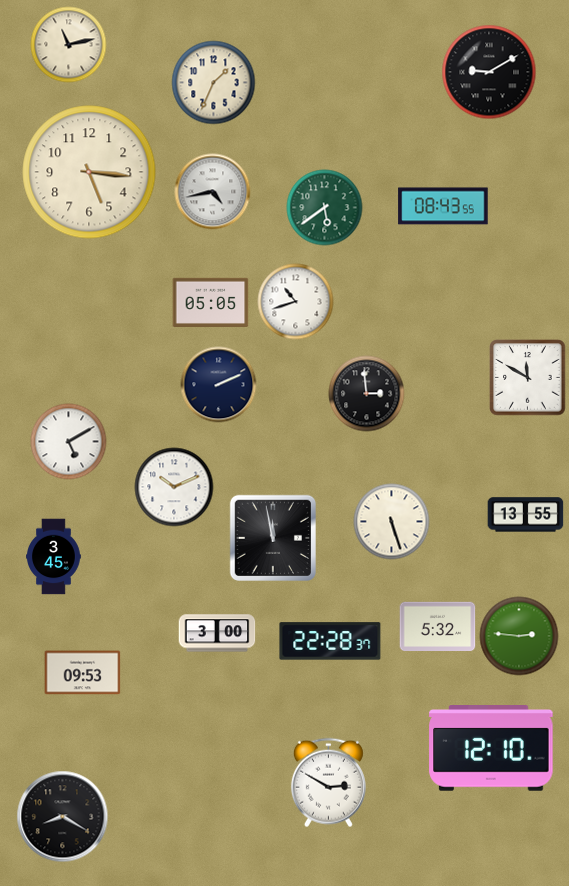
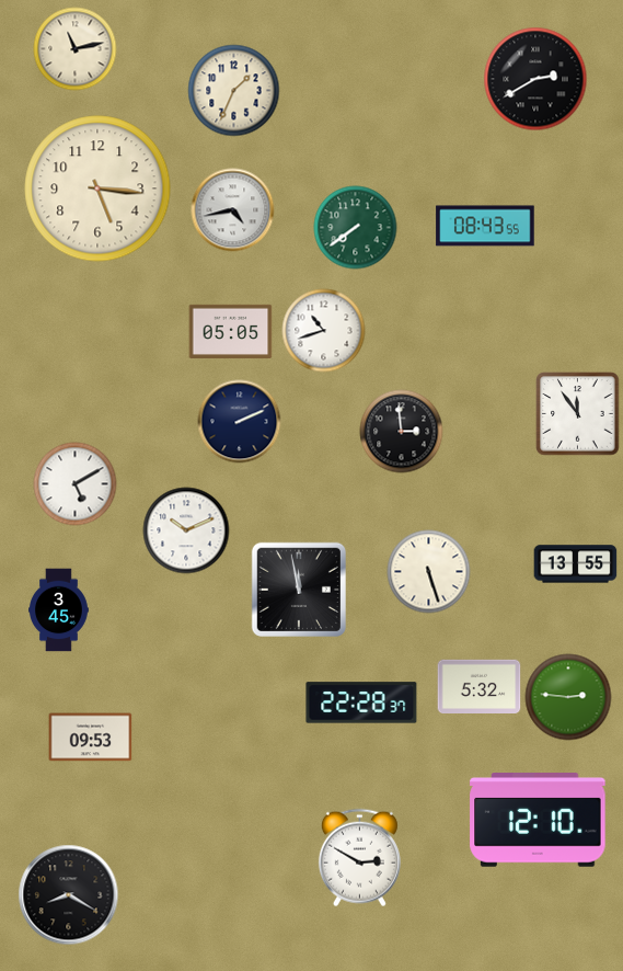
clock at (489, 72): 9:10 -> 2:40
clock at (325, 208): 5:39 -> 7:39
clock at (528, 378): 11:50 -> 11:54
clock at (174, 487) position: (174, 487) -> (186, 530)
clock at (217, 633): 3:00 -> none
